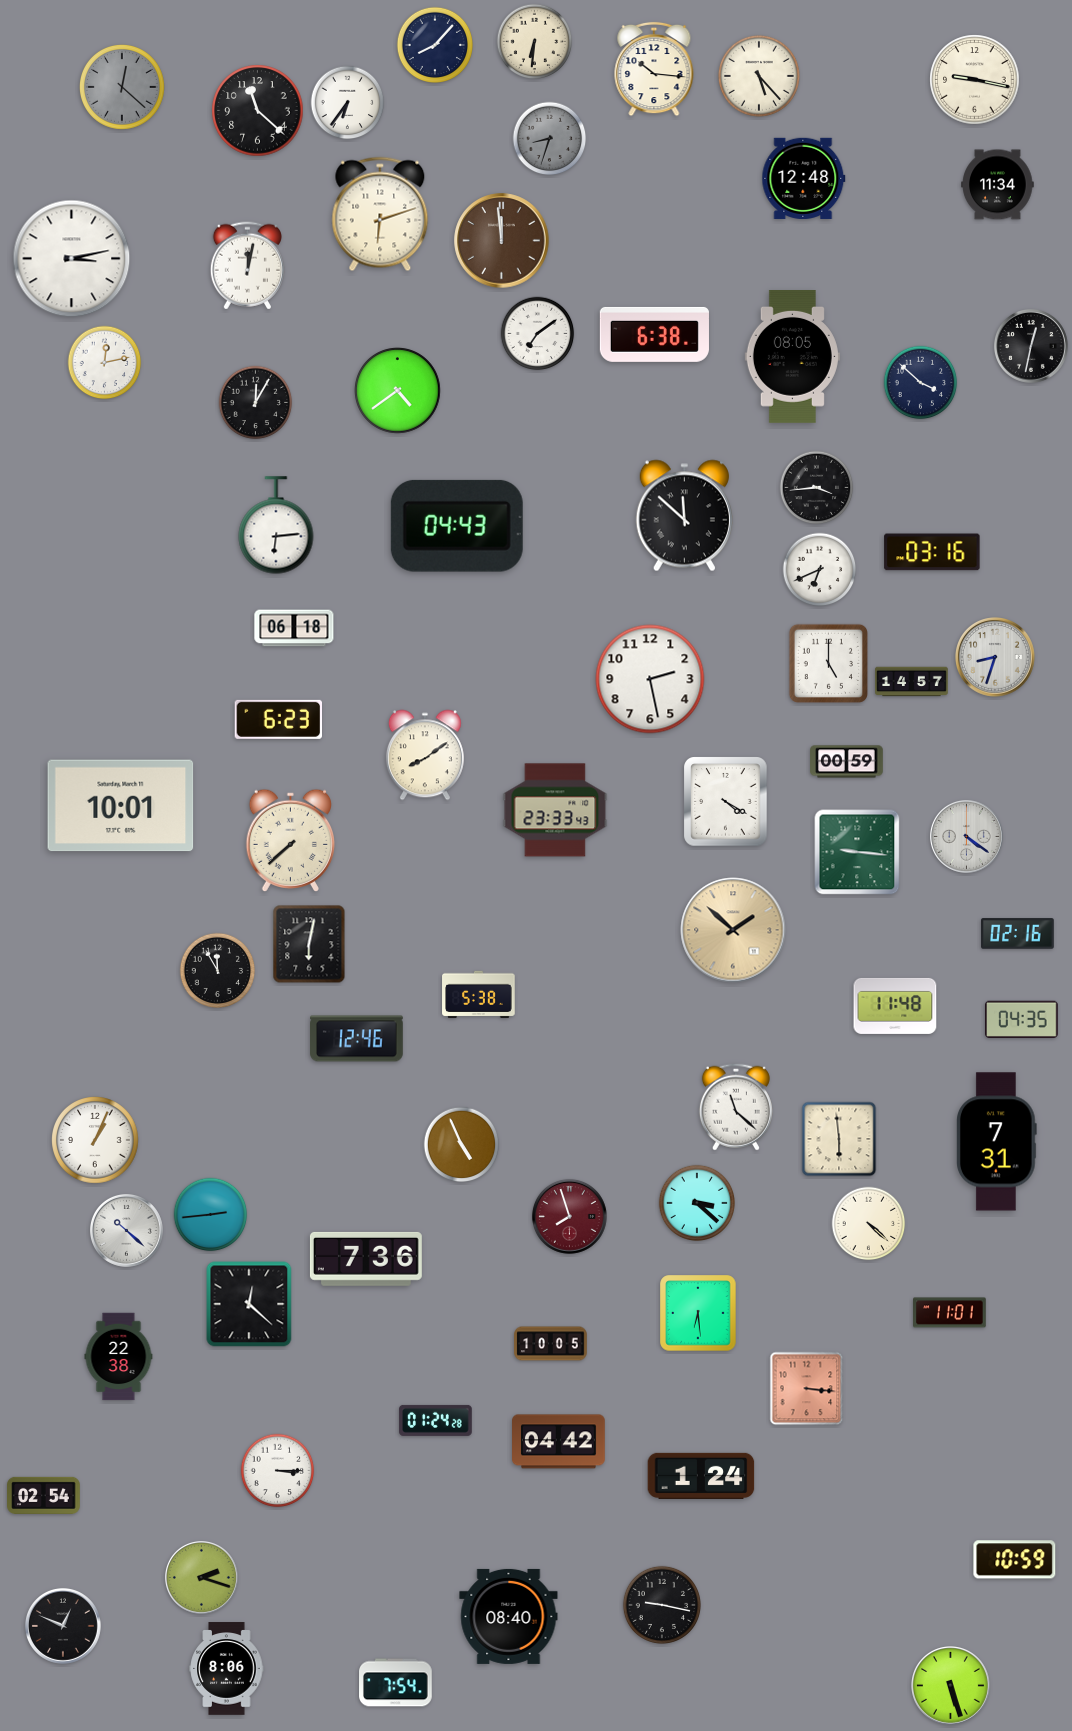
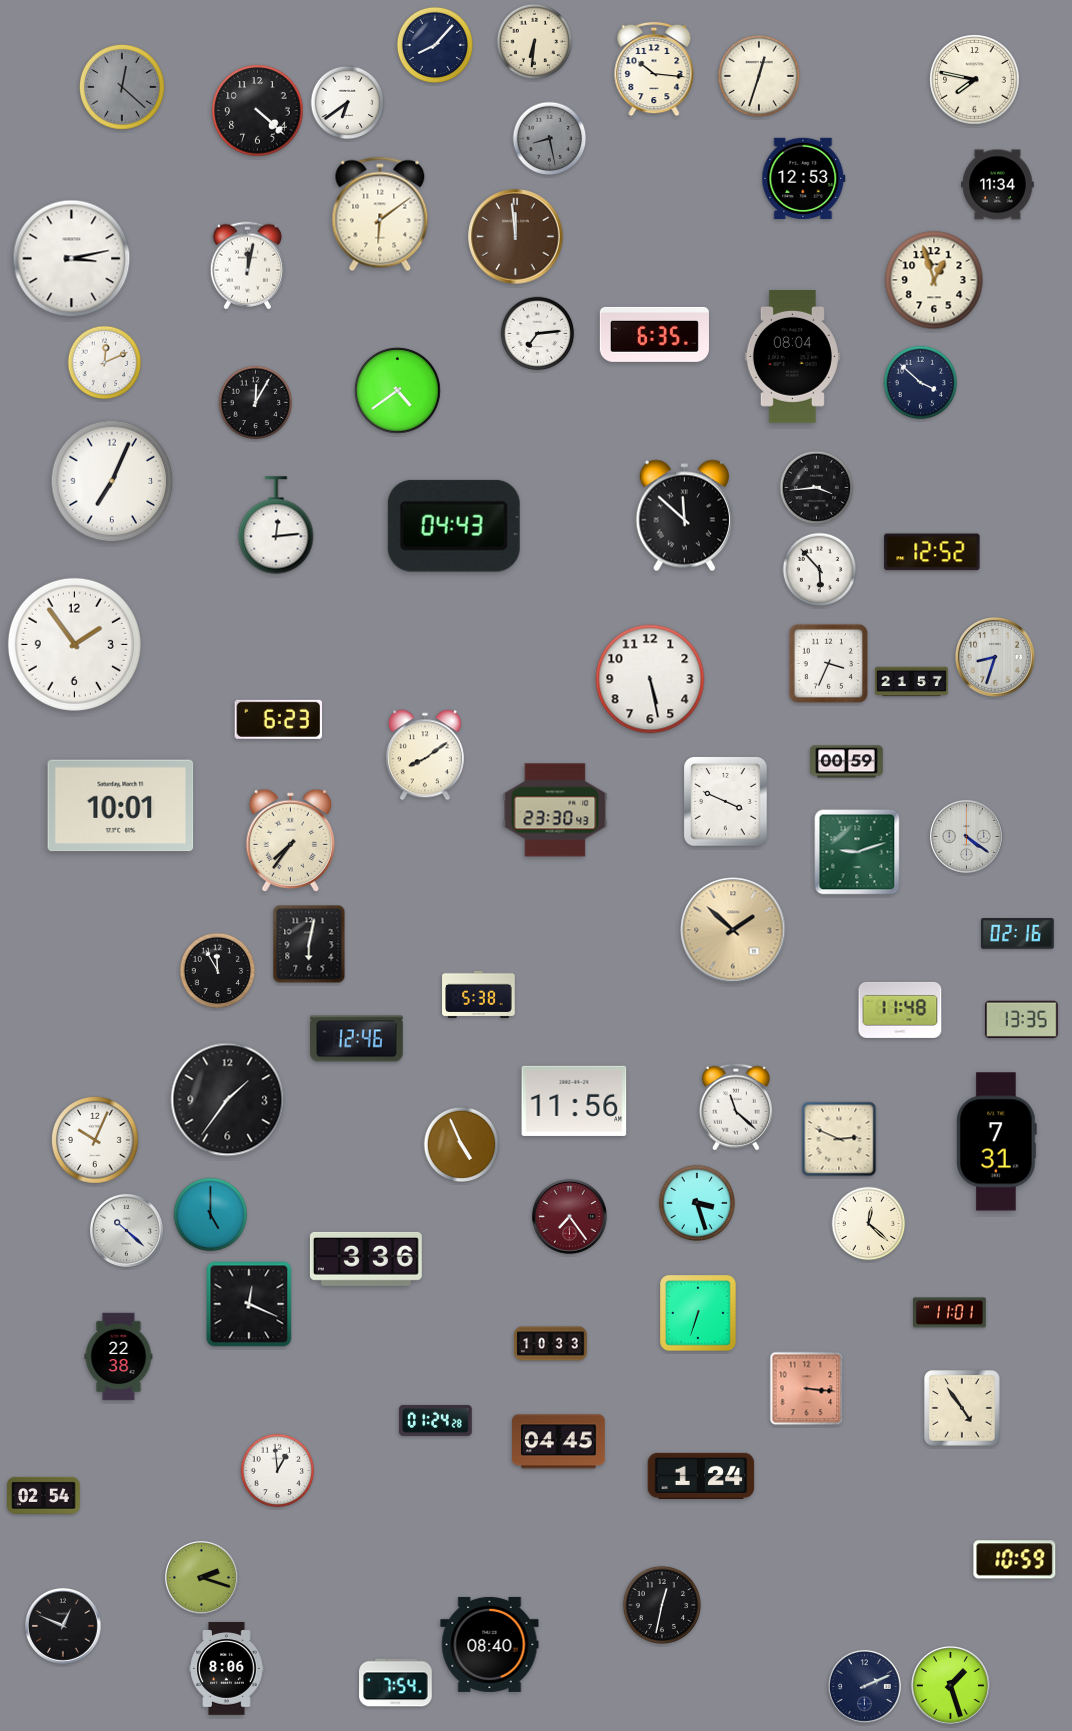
clock at (759, 76): 5:23 -> 12:33
clock at (975, 80): 9:17 -> 7:47
clock at (348, 103): 6:36 -> 6:39
clock at (258, 111): 11:22 -> 4:22
clock at (550, 139): 8:33 -> 8:28
clock at (804, 178): 12:48 -> 12:53
clock at (380, 214): 6:12 -> 6:09
clock at (502, 241) position: (502, 241) -> (516, 237)
clock at (934, 280): none -> 12:57
clock at (538, 334): 7:09 -> 7:14
clock at (654, 334): 6:38 -> 6:35
clock at (1031, 346): 12:32 -> none
clock at (792, 357): 08:05 -> 08:04
clock at (105, 363): 12:13 -> 12:11
clock at (112, 481): none -> 7:04
clock at (276, 525): 6:14 -> 12:14
clock at (457, 526) position: (457, 526) -> (454, 526)
clock at (932, 552): 03:16 -> 12:52
clock at (820, 570): 6:41 -> 5:53
clock at (294, 628): 06:18 -> none
clock at (74, 644): none -> 1:54
clock at (828, 663): 5:00 -> 3:34
clock at (650, 679): 2:28 -> 5:28
clock at (912, 682): 14:57 -> 21:57
clock at (726, 802): 4:20 -> 3:49
clock at (555, 810): 23:33 -> 23:30
clock at (290, 840): 7:38 -> 7:36
clock at (857, 852): 9:16 -> 9:12
clock at (895, 1006) position: (895, 1006) -> (900, 1010)
clock at (1022, 1019): 04:35 -> 13:35
clock at (228, 1100): none -> 1:36
clock at (574, 1101): none -> 11:56
clock at (839, 1139): 5:59 -> 2:49
clock at (95, 1140): 1:04 -> 10:04
clock at (696, 1202): 3:22 -> 3:27
clock at (211, 1215): 2:44 -> 5:00
clock at (569, 1216): 7:57 -> 7:24
clock at (869, 1224): 4:22 -> 12:22
clock at (366, 1259): 7:36 -> 3:36
clock at (249, 1304): 12:22 -> 12:19
clock at (698, 1313): 6:29 -> 6:33
clock at (551, 1344): 10:05 -> 10:33
clock at (962, 1408): none -> 4:54
clock at (559, 1442): 04:42 -> 04:45
clock at (278, 1471): 3:15 -> 12:59
clock at (662, 1605): 9:17 -> 12:32
clock at (509, 1616) position: (509, 1616) -> (490, 1644)
clock at (864, 1686): none -> 2:11
clock at (951, 1686): 5:27 -> 1:27
